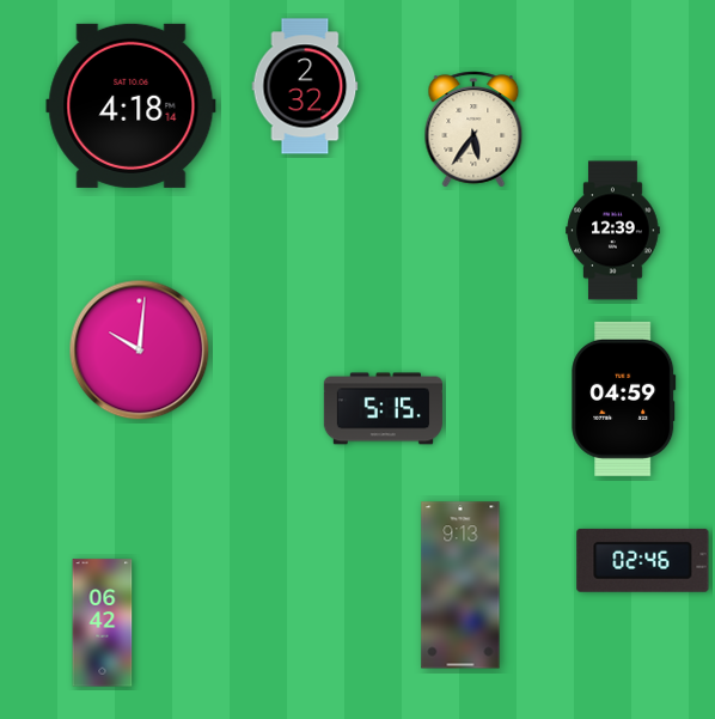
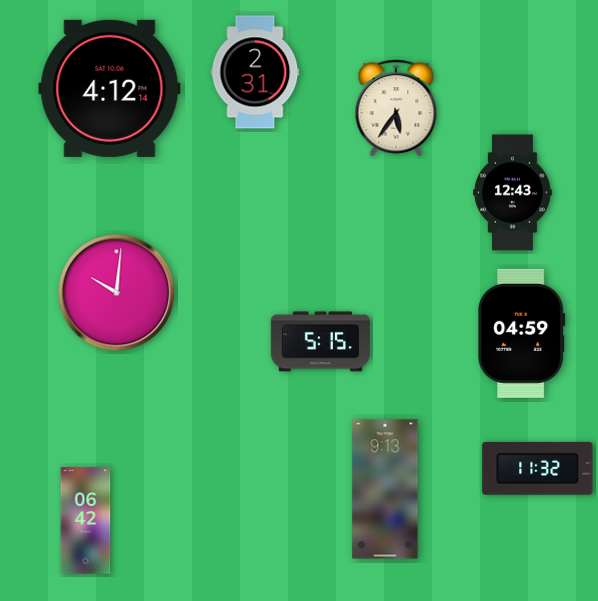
clock at (305, 86): 2:32 -> 2:31
clock at (132, 105): 4:18 -> 4:12
clock at (613, 231): 12:39 -> 12:43
clock at (643, 560): 02:46 -> 11:32
